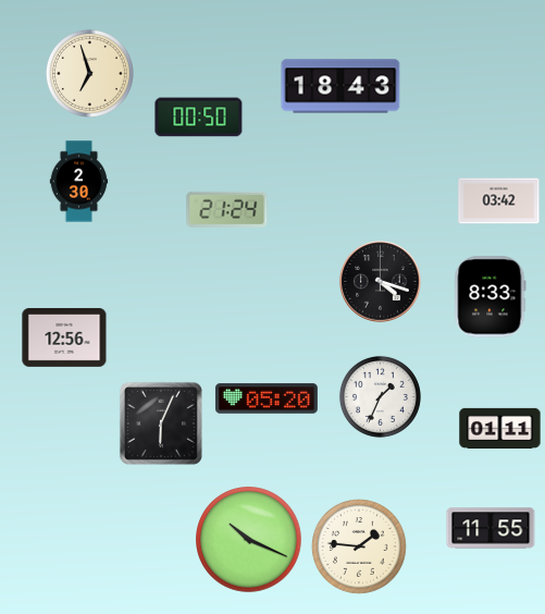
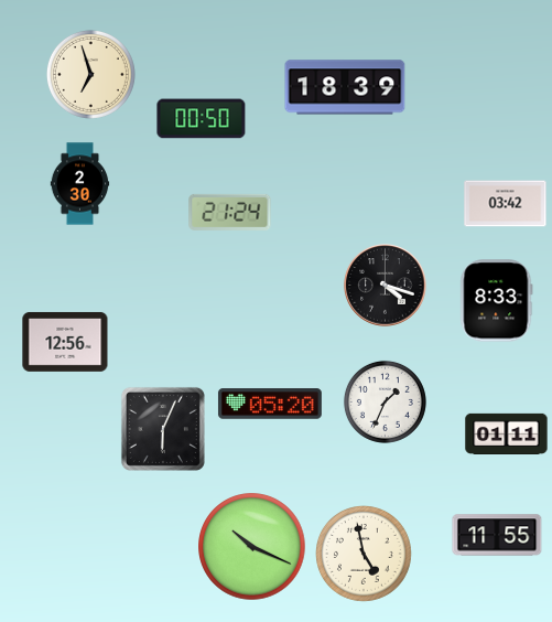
clock at (340, 86): 18:43 -> 18:39
clock at (360, 548): 1:46 -> 4:58
